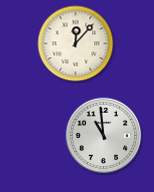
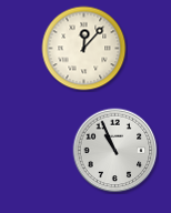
clock at (104, 136): 10:59 -> 10:56
